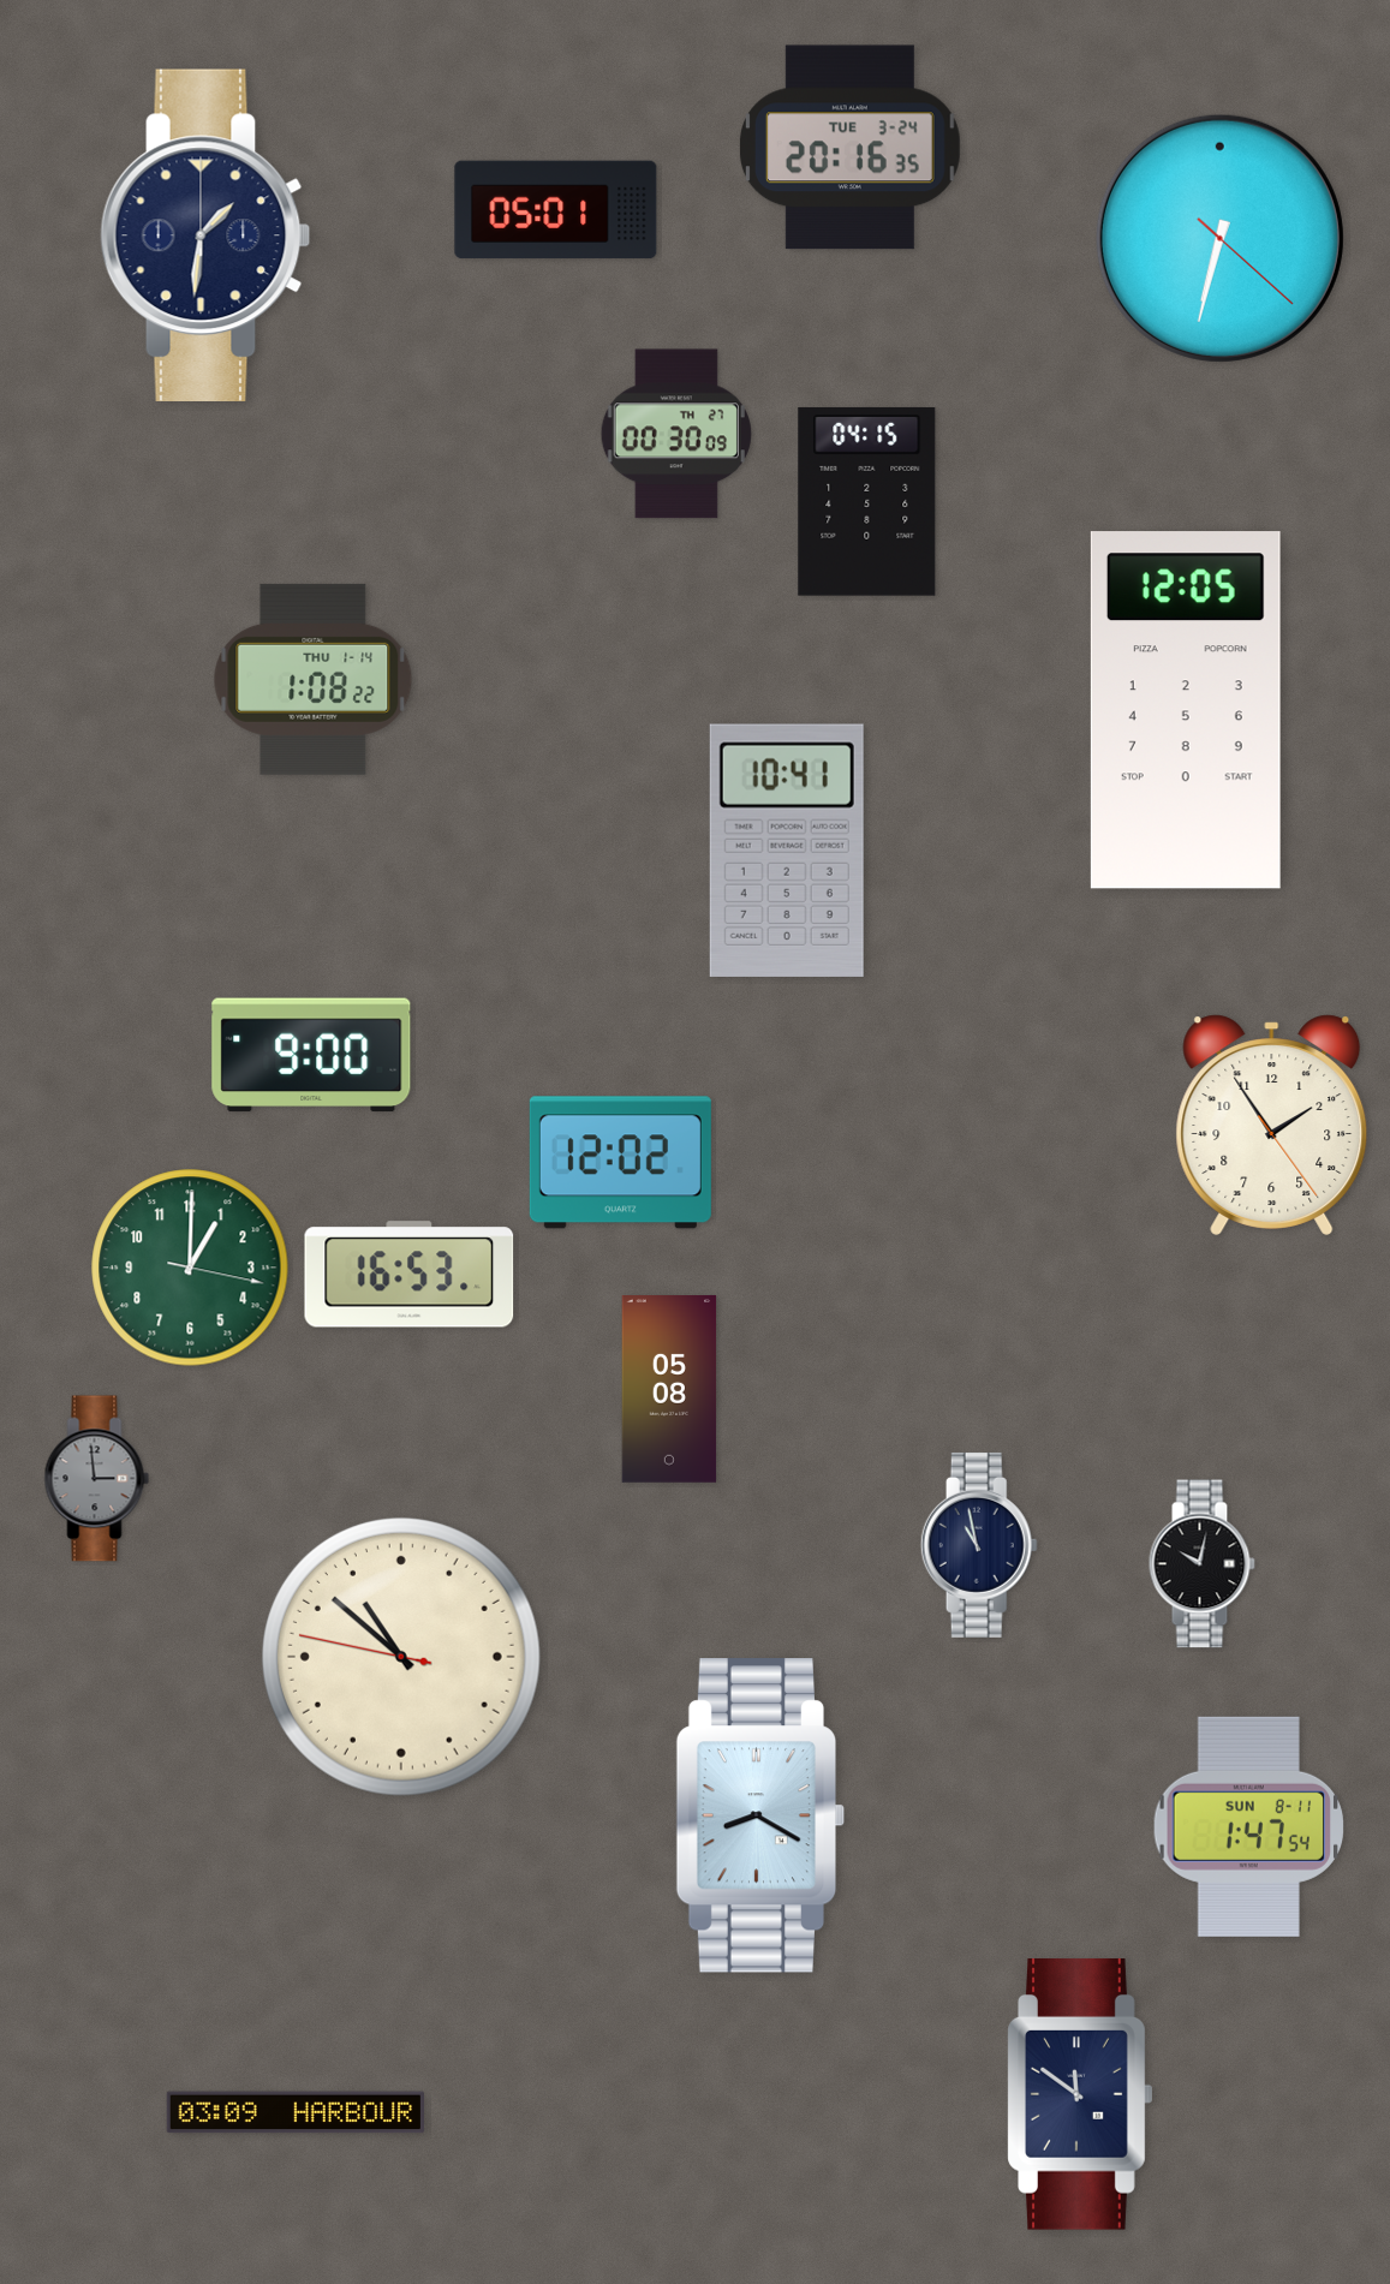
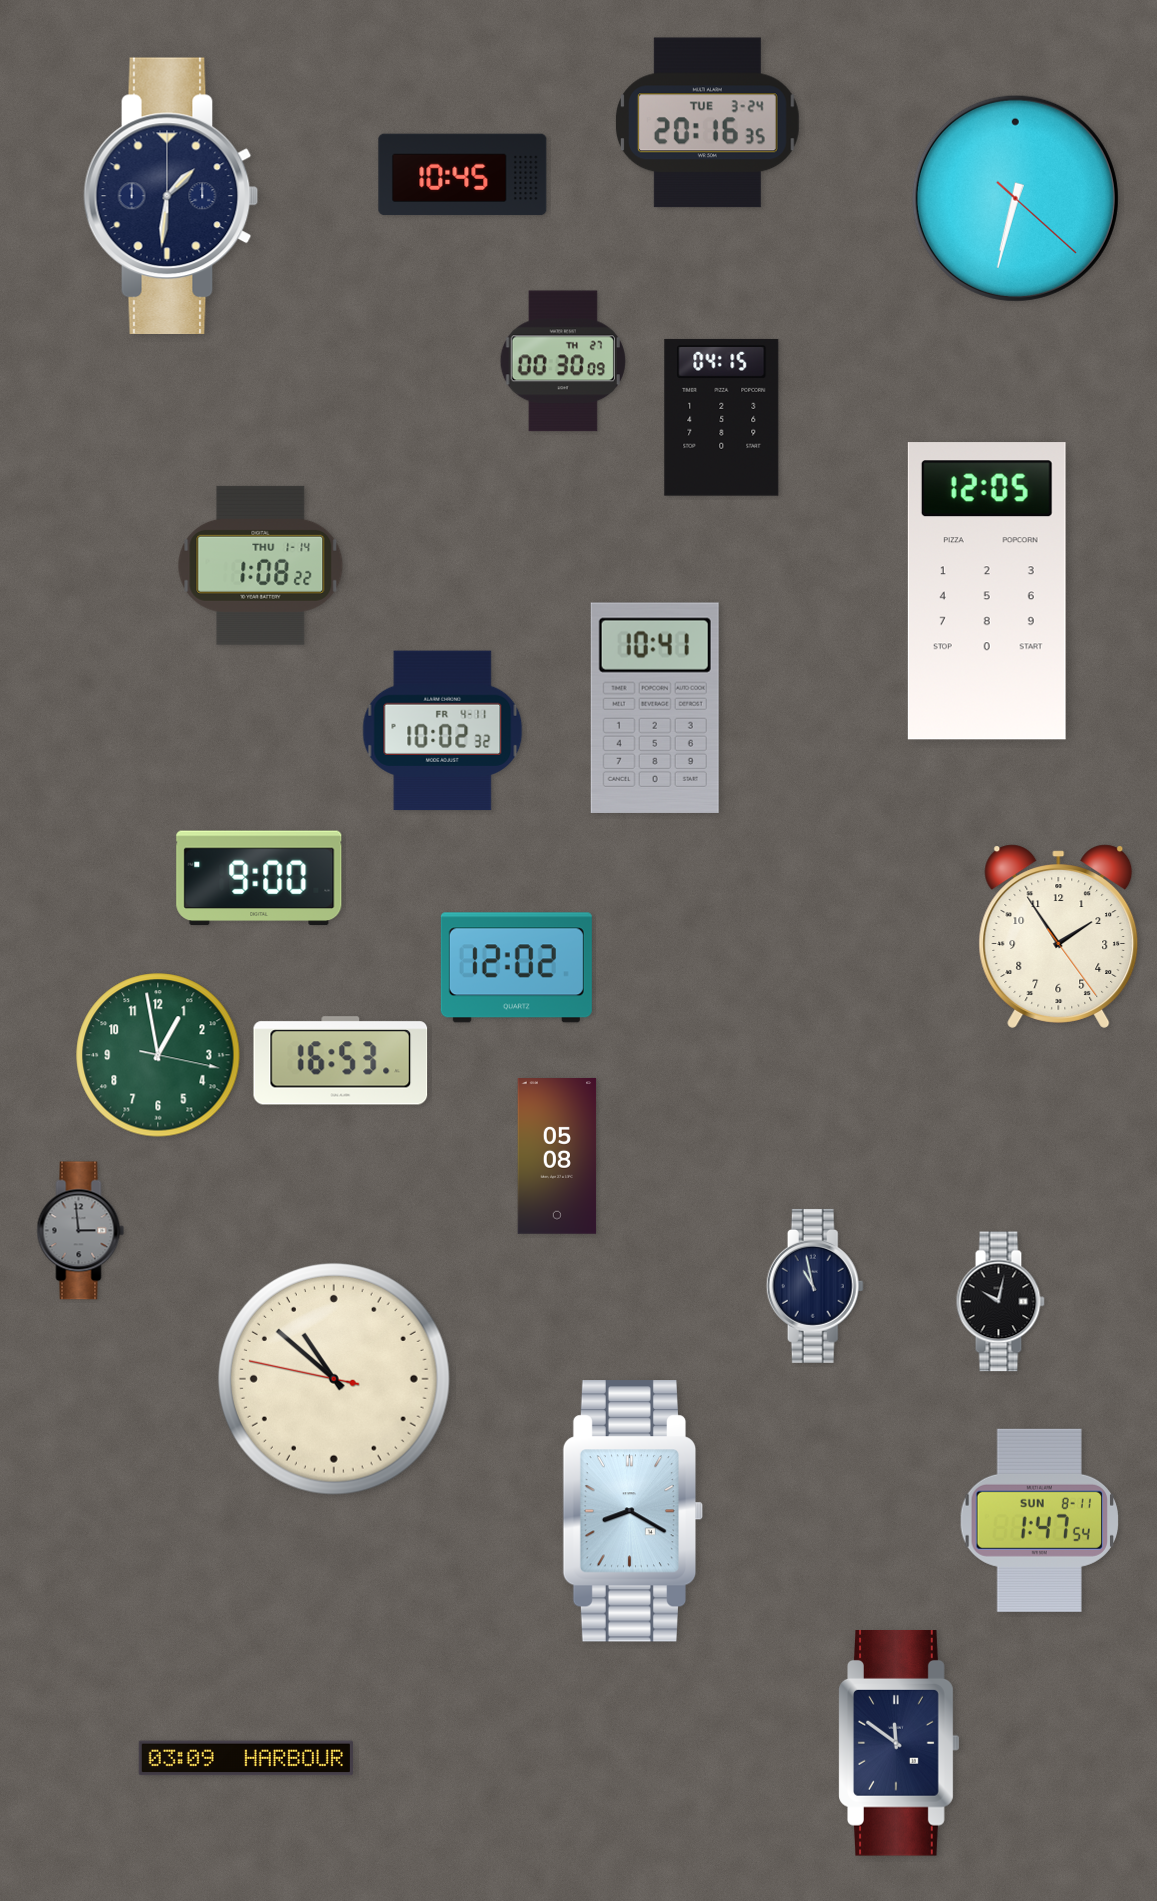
clock at (556, 210): 05:01 -> 10:45
clock at (443, 731): none -> 10:02
clock at (190, 1268): 1:00 -> 12:58
